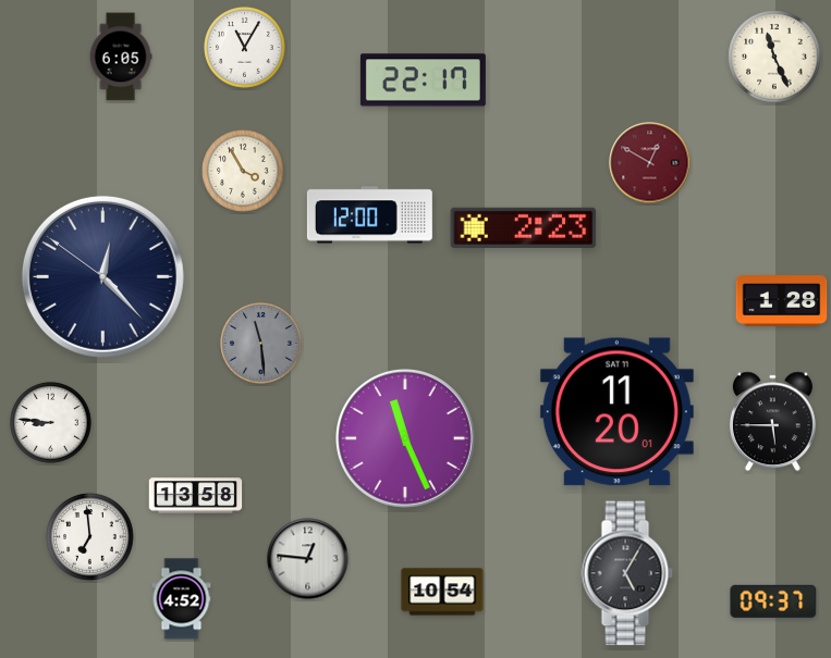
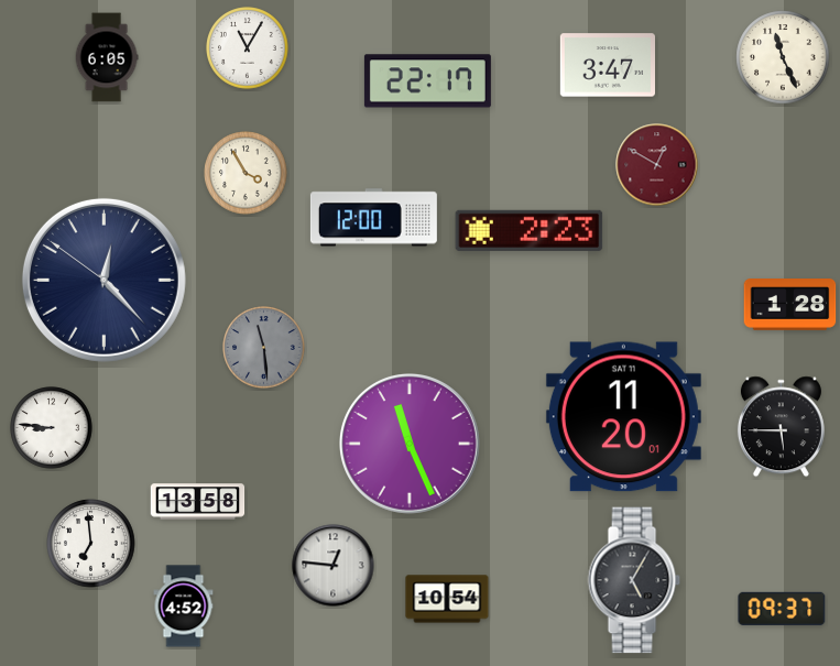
clock at (121, 57) position: (121, 57) -> (107, 57)
clock at (607, 65): none -> 3:47
clock at (308, 559) position: (308, 559) -> (334, 566)
